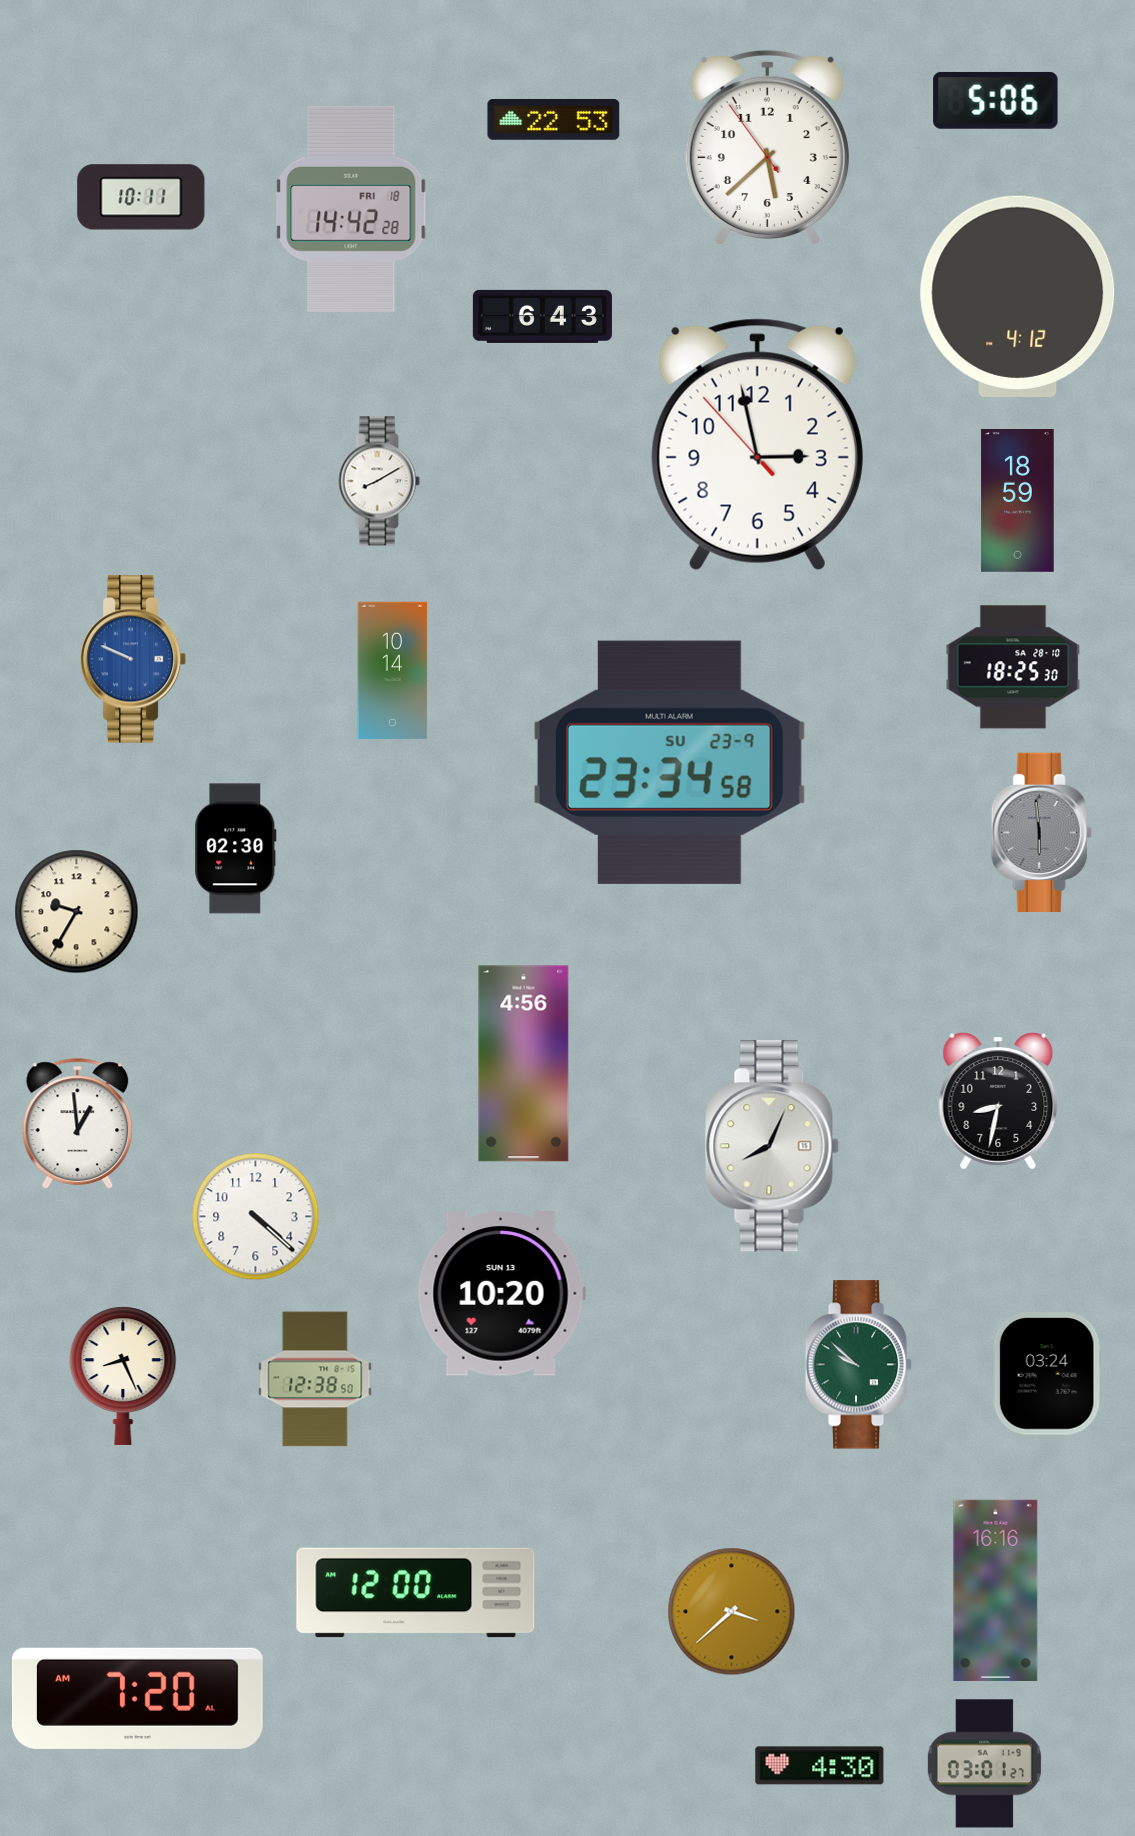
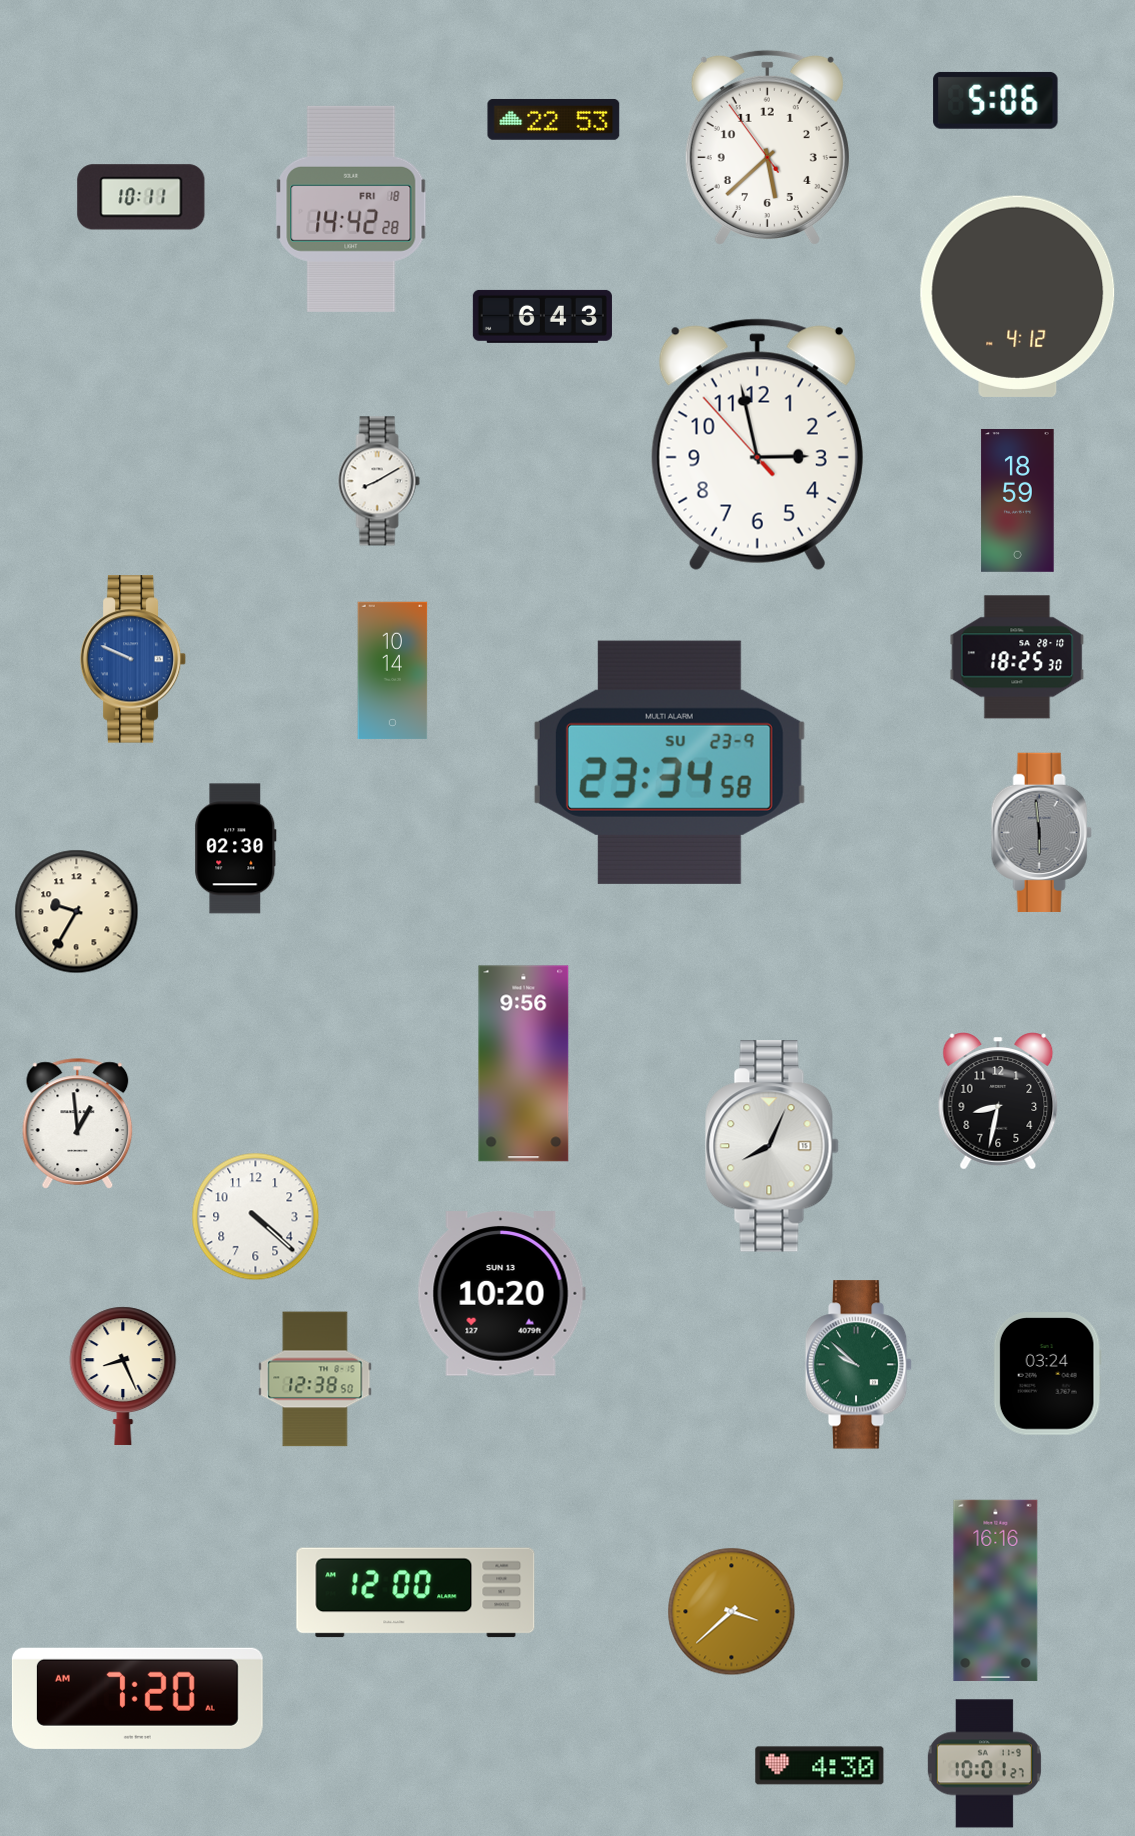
clock at (1013, 667) position: (1013, 667) -> (1017, 657)
clock at (524, 1064): 4:56 -> 9:56
clock at (984, 1764): 03:01 -> 10:01
